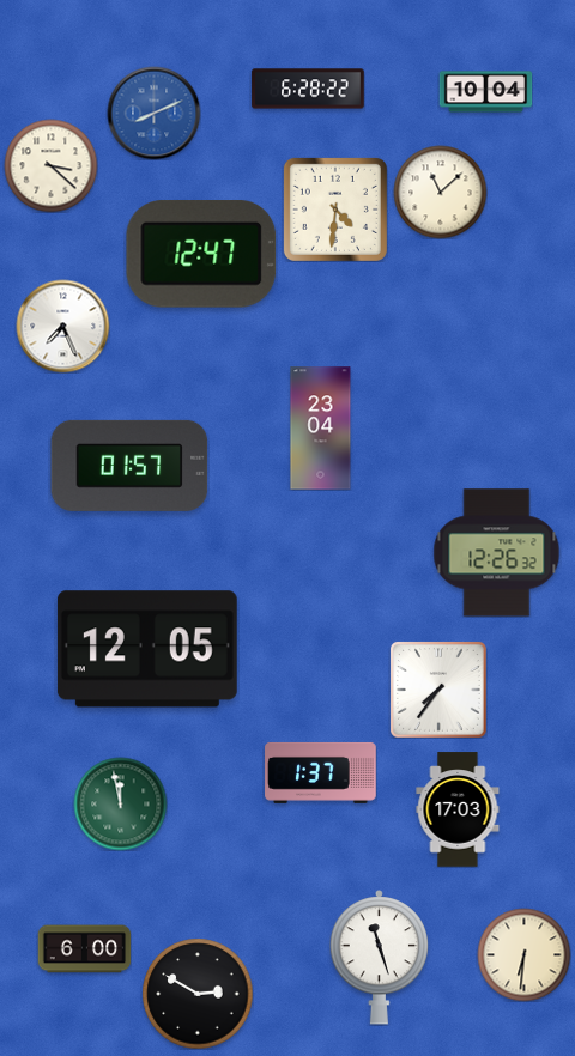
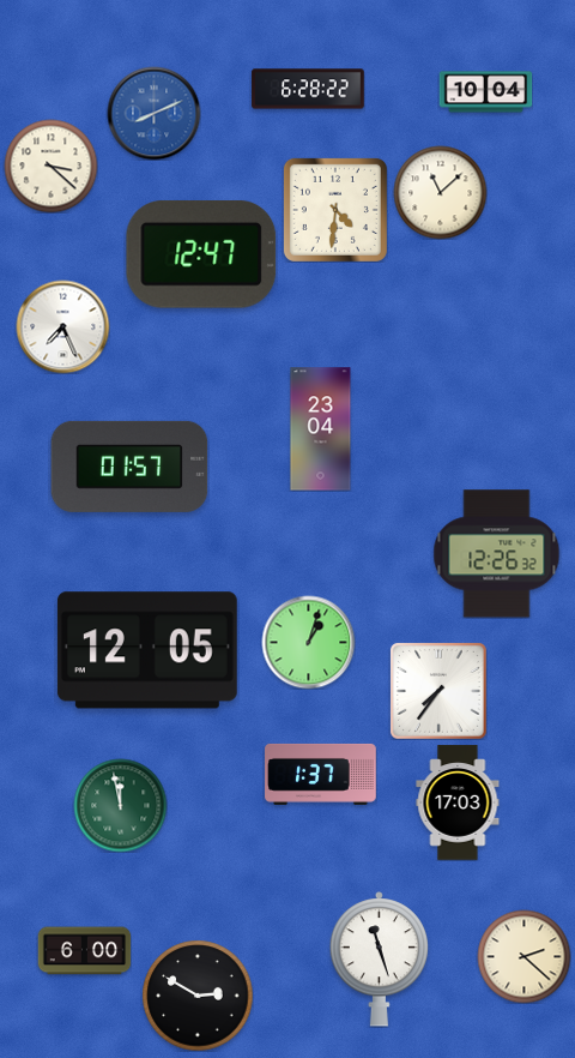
clock at (308, 642): none -> 1:03
clock at (458, 809) position: (458, 809) -> (458, 802)
clock at (523, 954): 6:31 -> 2:22
